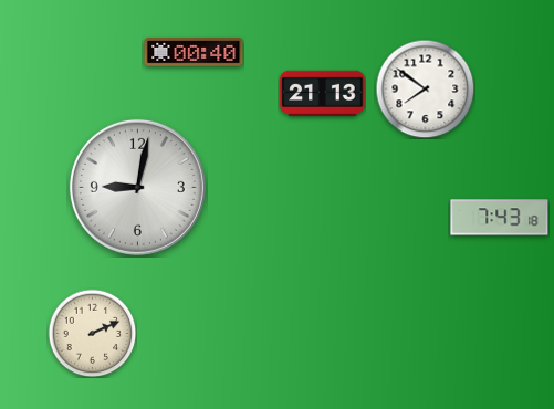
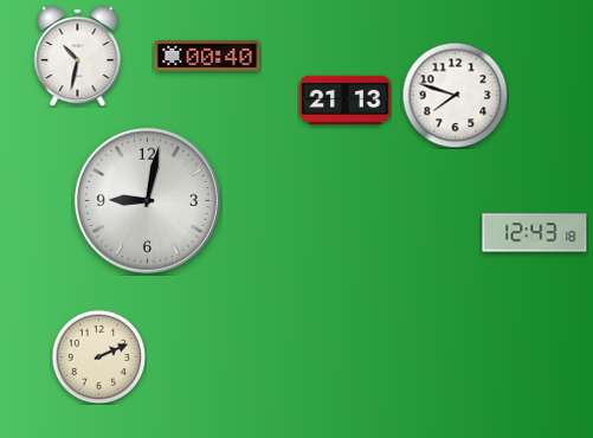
clock at (78, 56): none -> 10:32
clock at (425, 88): 7:51 -> 7:48
clock at (500, 218): 7:43 -> 12:43
